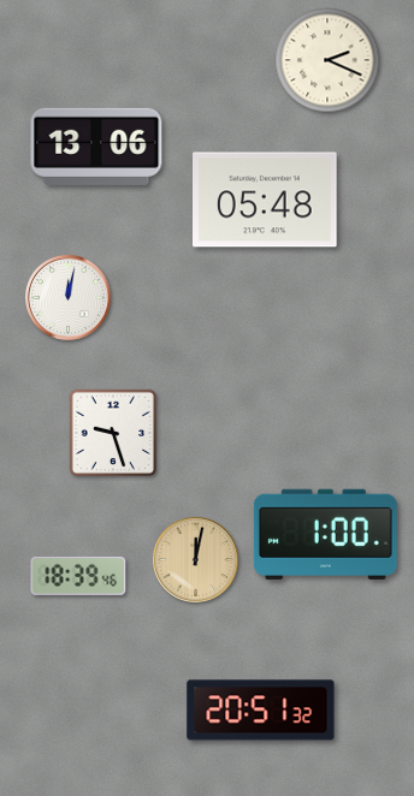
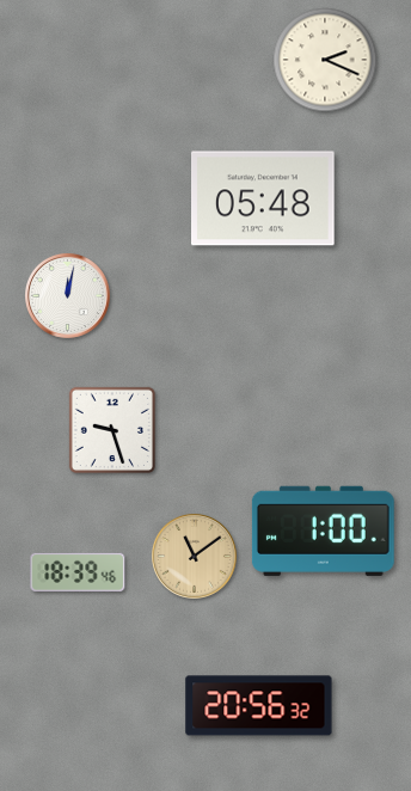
clock at (96, 147): 13:06 -> none
clock at (195, 559): 12:02 -> 11:09
clock at (261, 711): 20:51 -> 20:56
